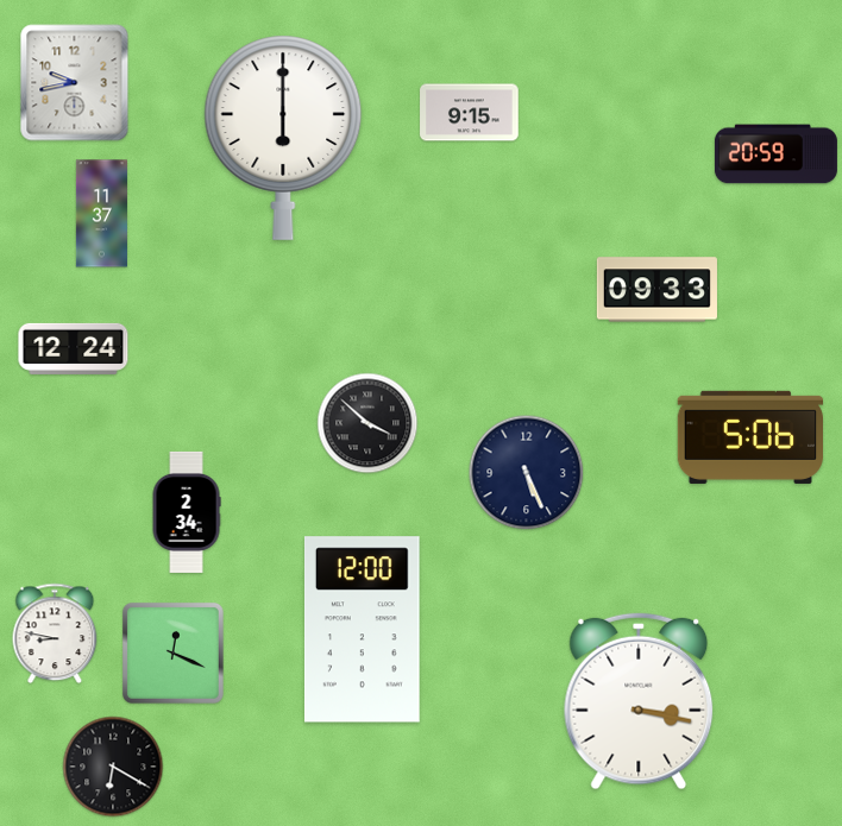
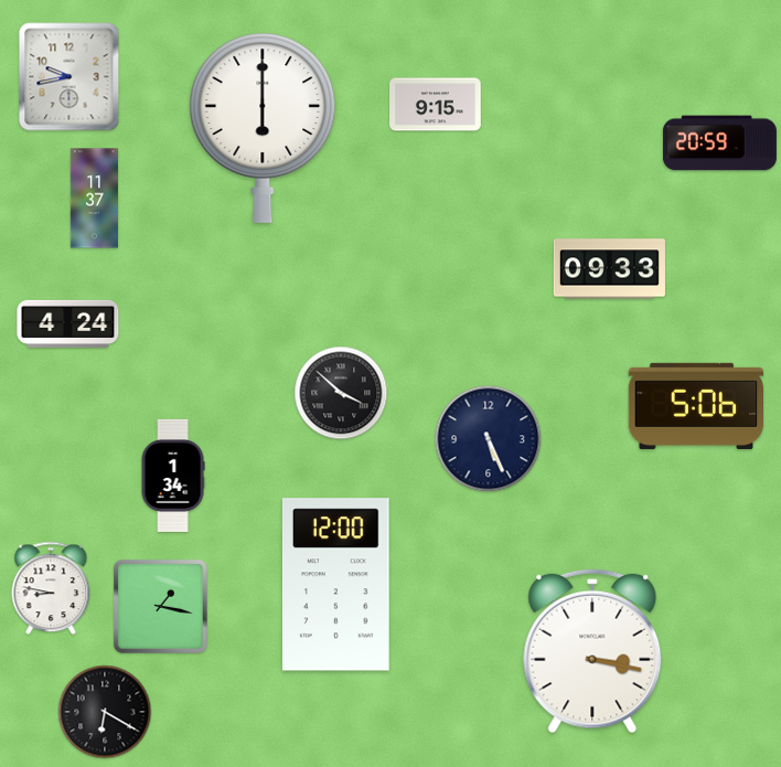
clock at (74, 348): 12:24 -> 4:24
clock at (187, 512): 2:34 -> 1:34
clock at (172, 652): 12:19 -> 1:17
